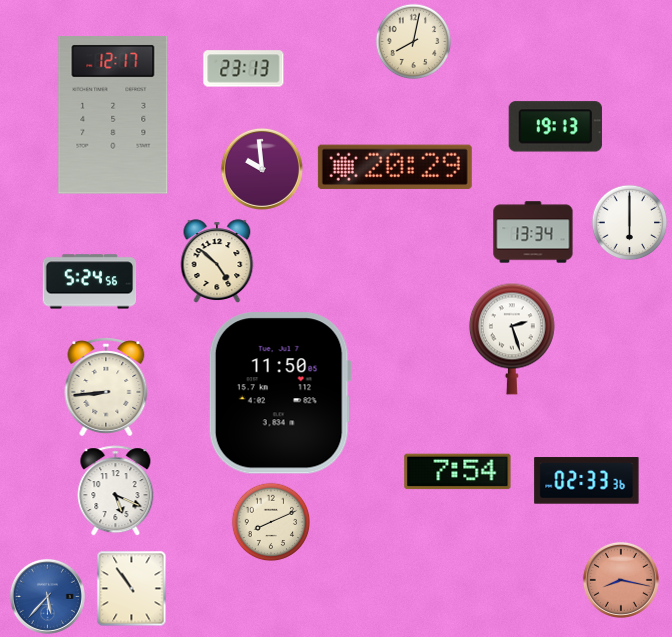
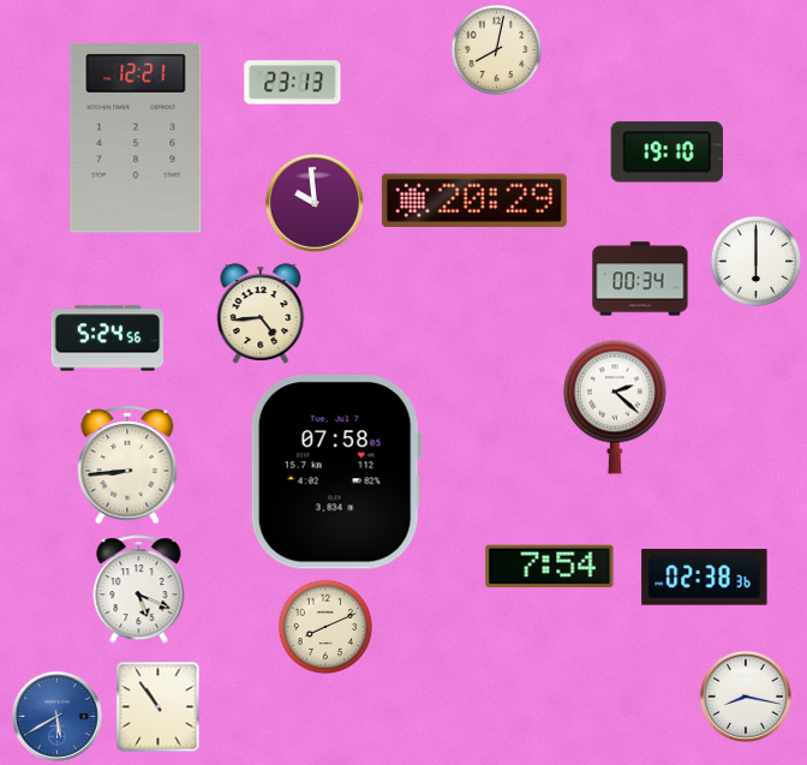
clock at (113, 116): 12:17 -> 12:21
clock at (555, 127): 19:13 -> 19:10
clock at (630, 223) position: (630, 223) -> (757, 262)
clock at (533, 232): 13:34 -> 00:34
clock at (217, 261): 4:52 -> 4:44
clock at (512, 339): 2:27 -> 2:22
clock at (280, 393): 11:50 -> 07:58
clock at (587, 481): 02:33 -> 02:38
clock at (621, 580) dial: salmon -> white
clock at (47, 596): 5:37 -> 5:40
